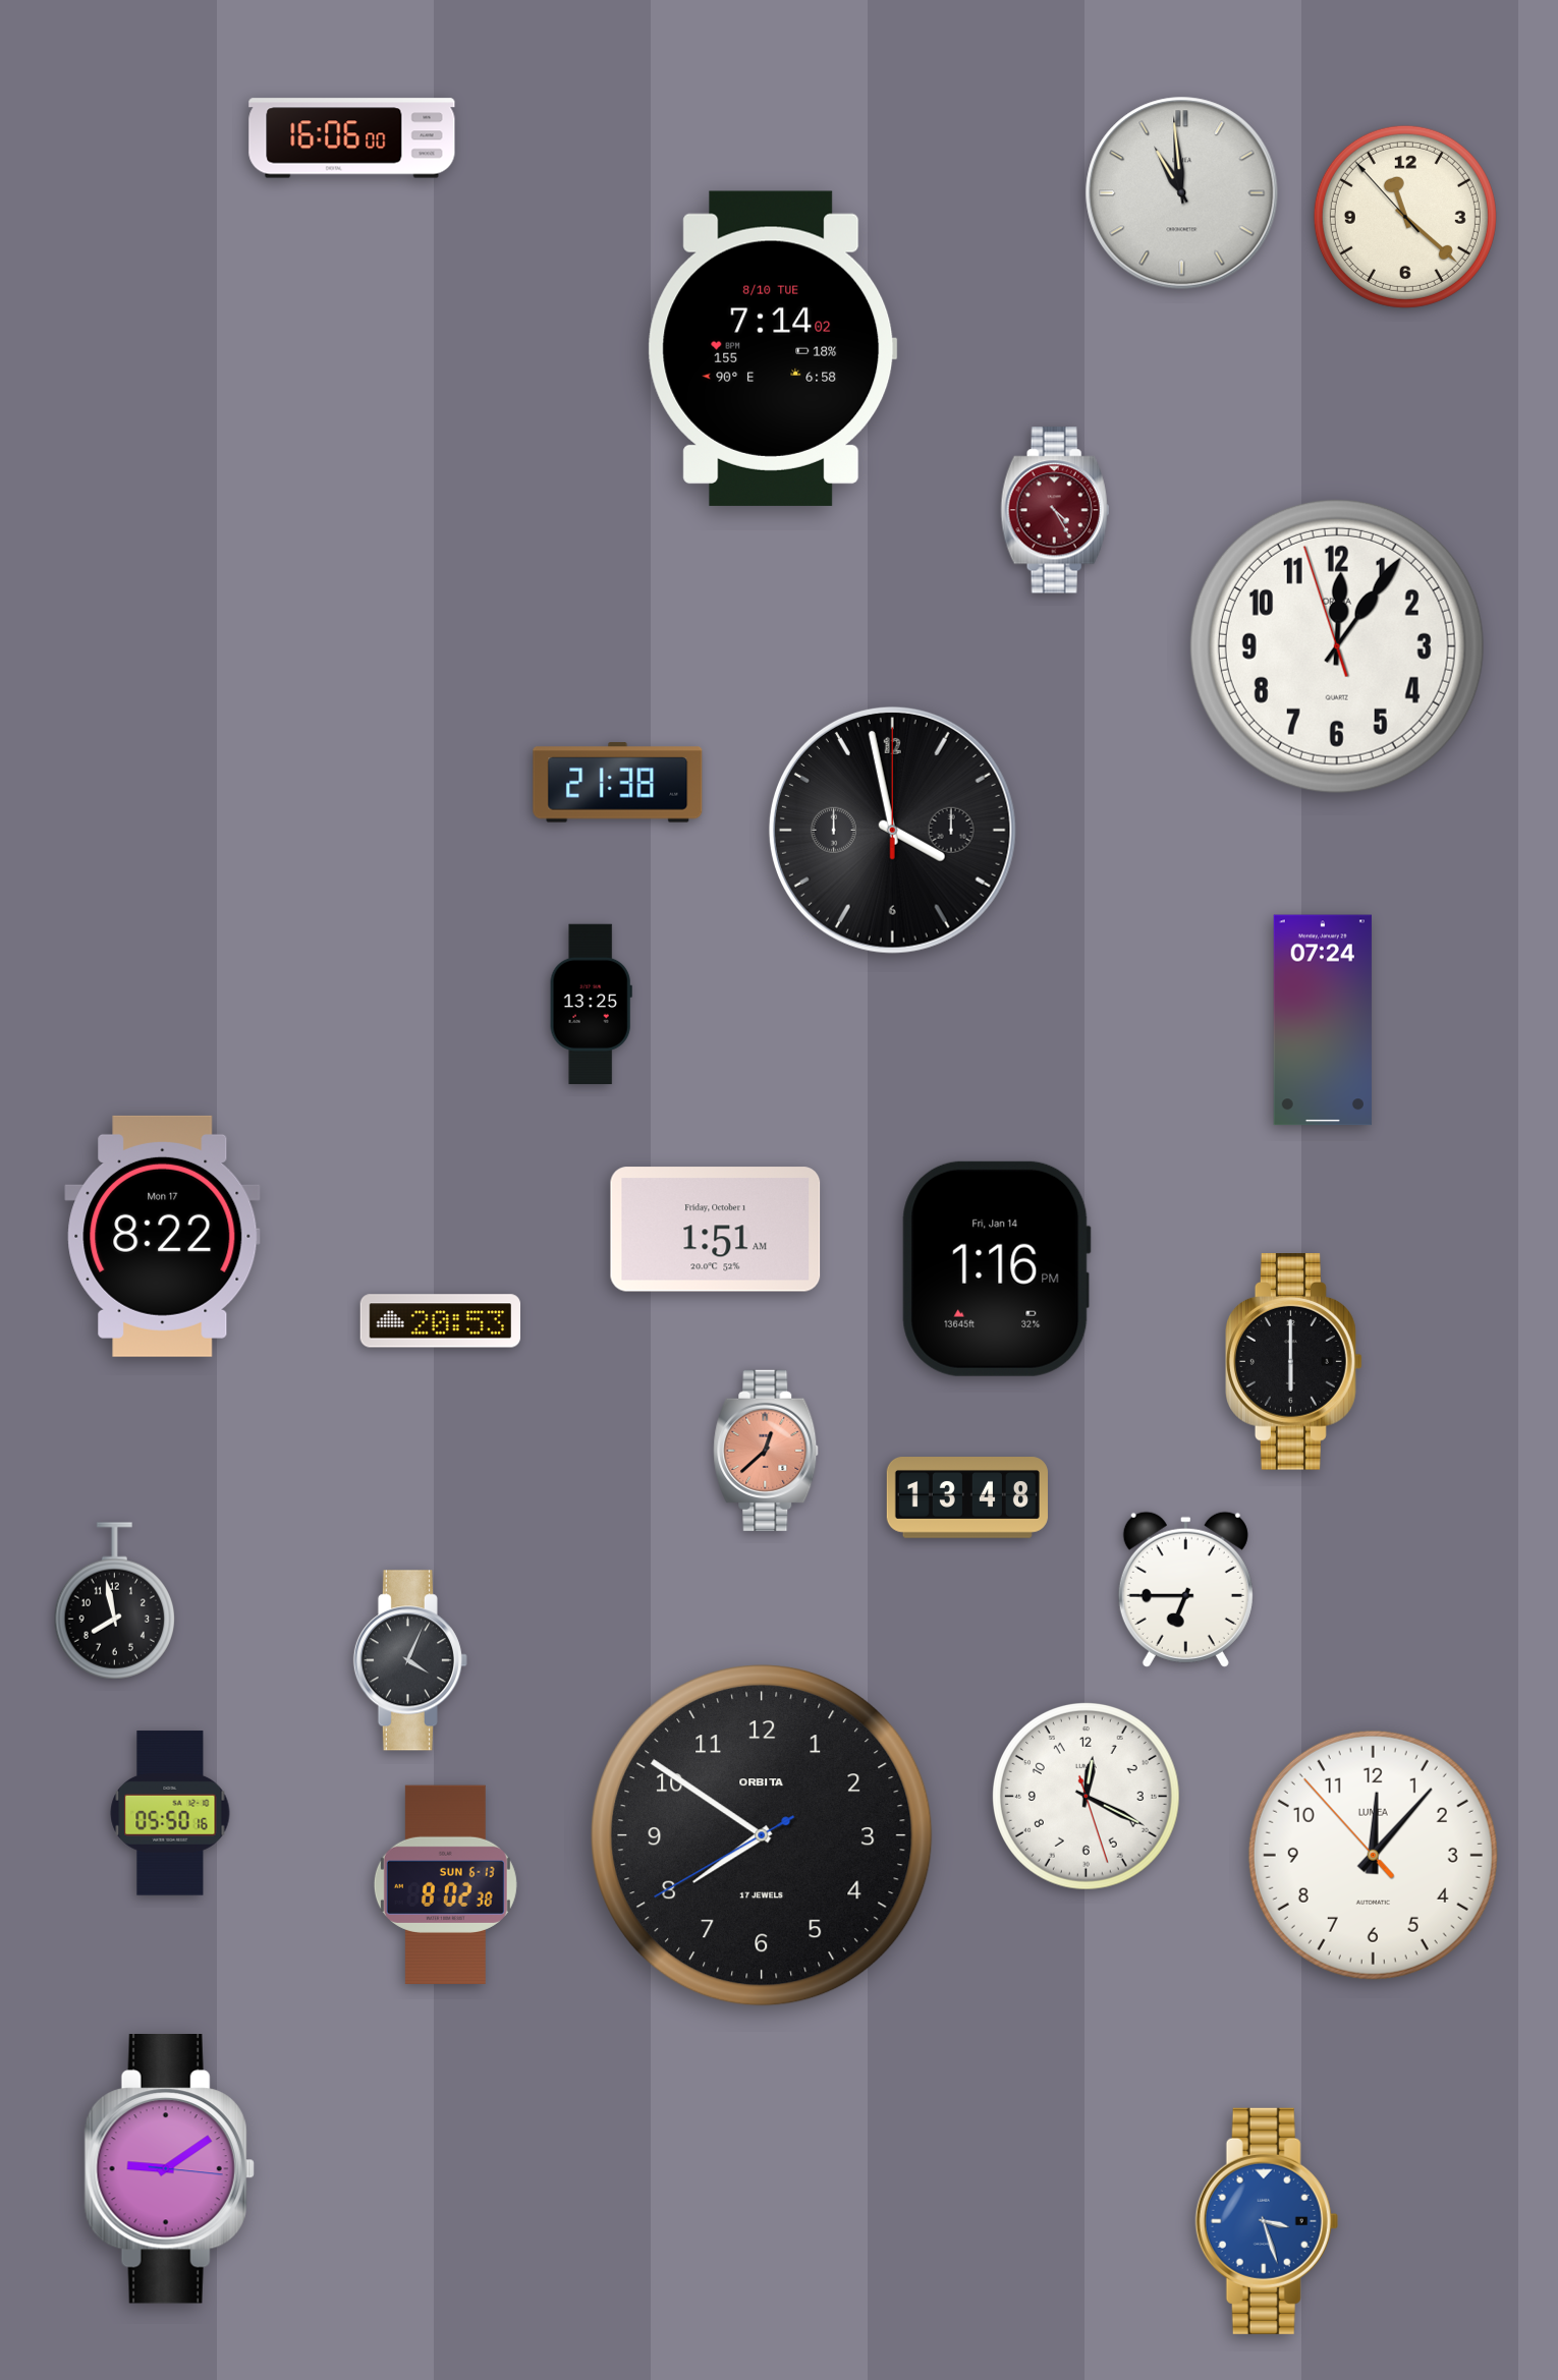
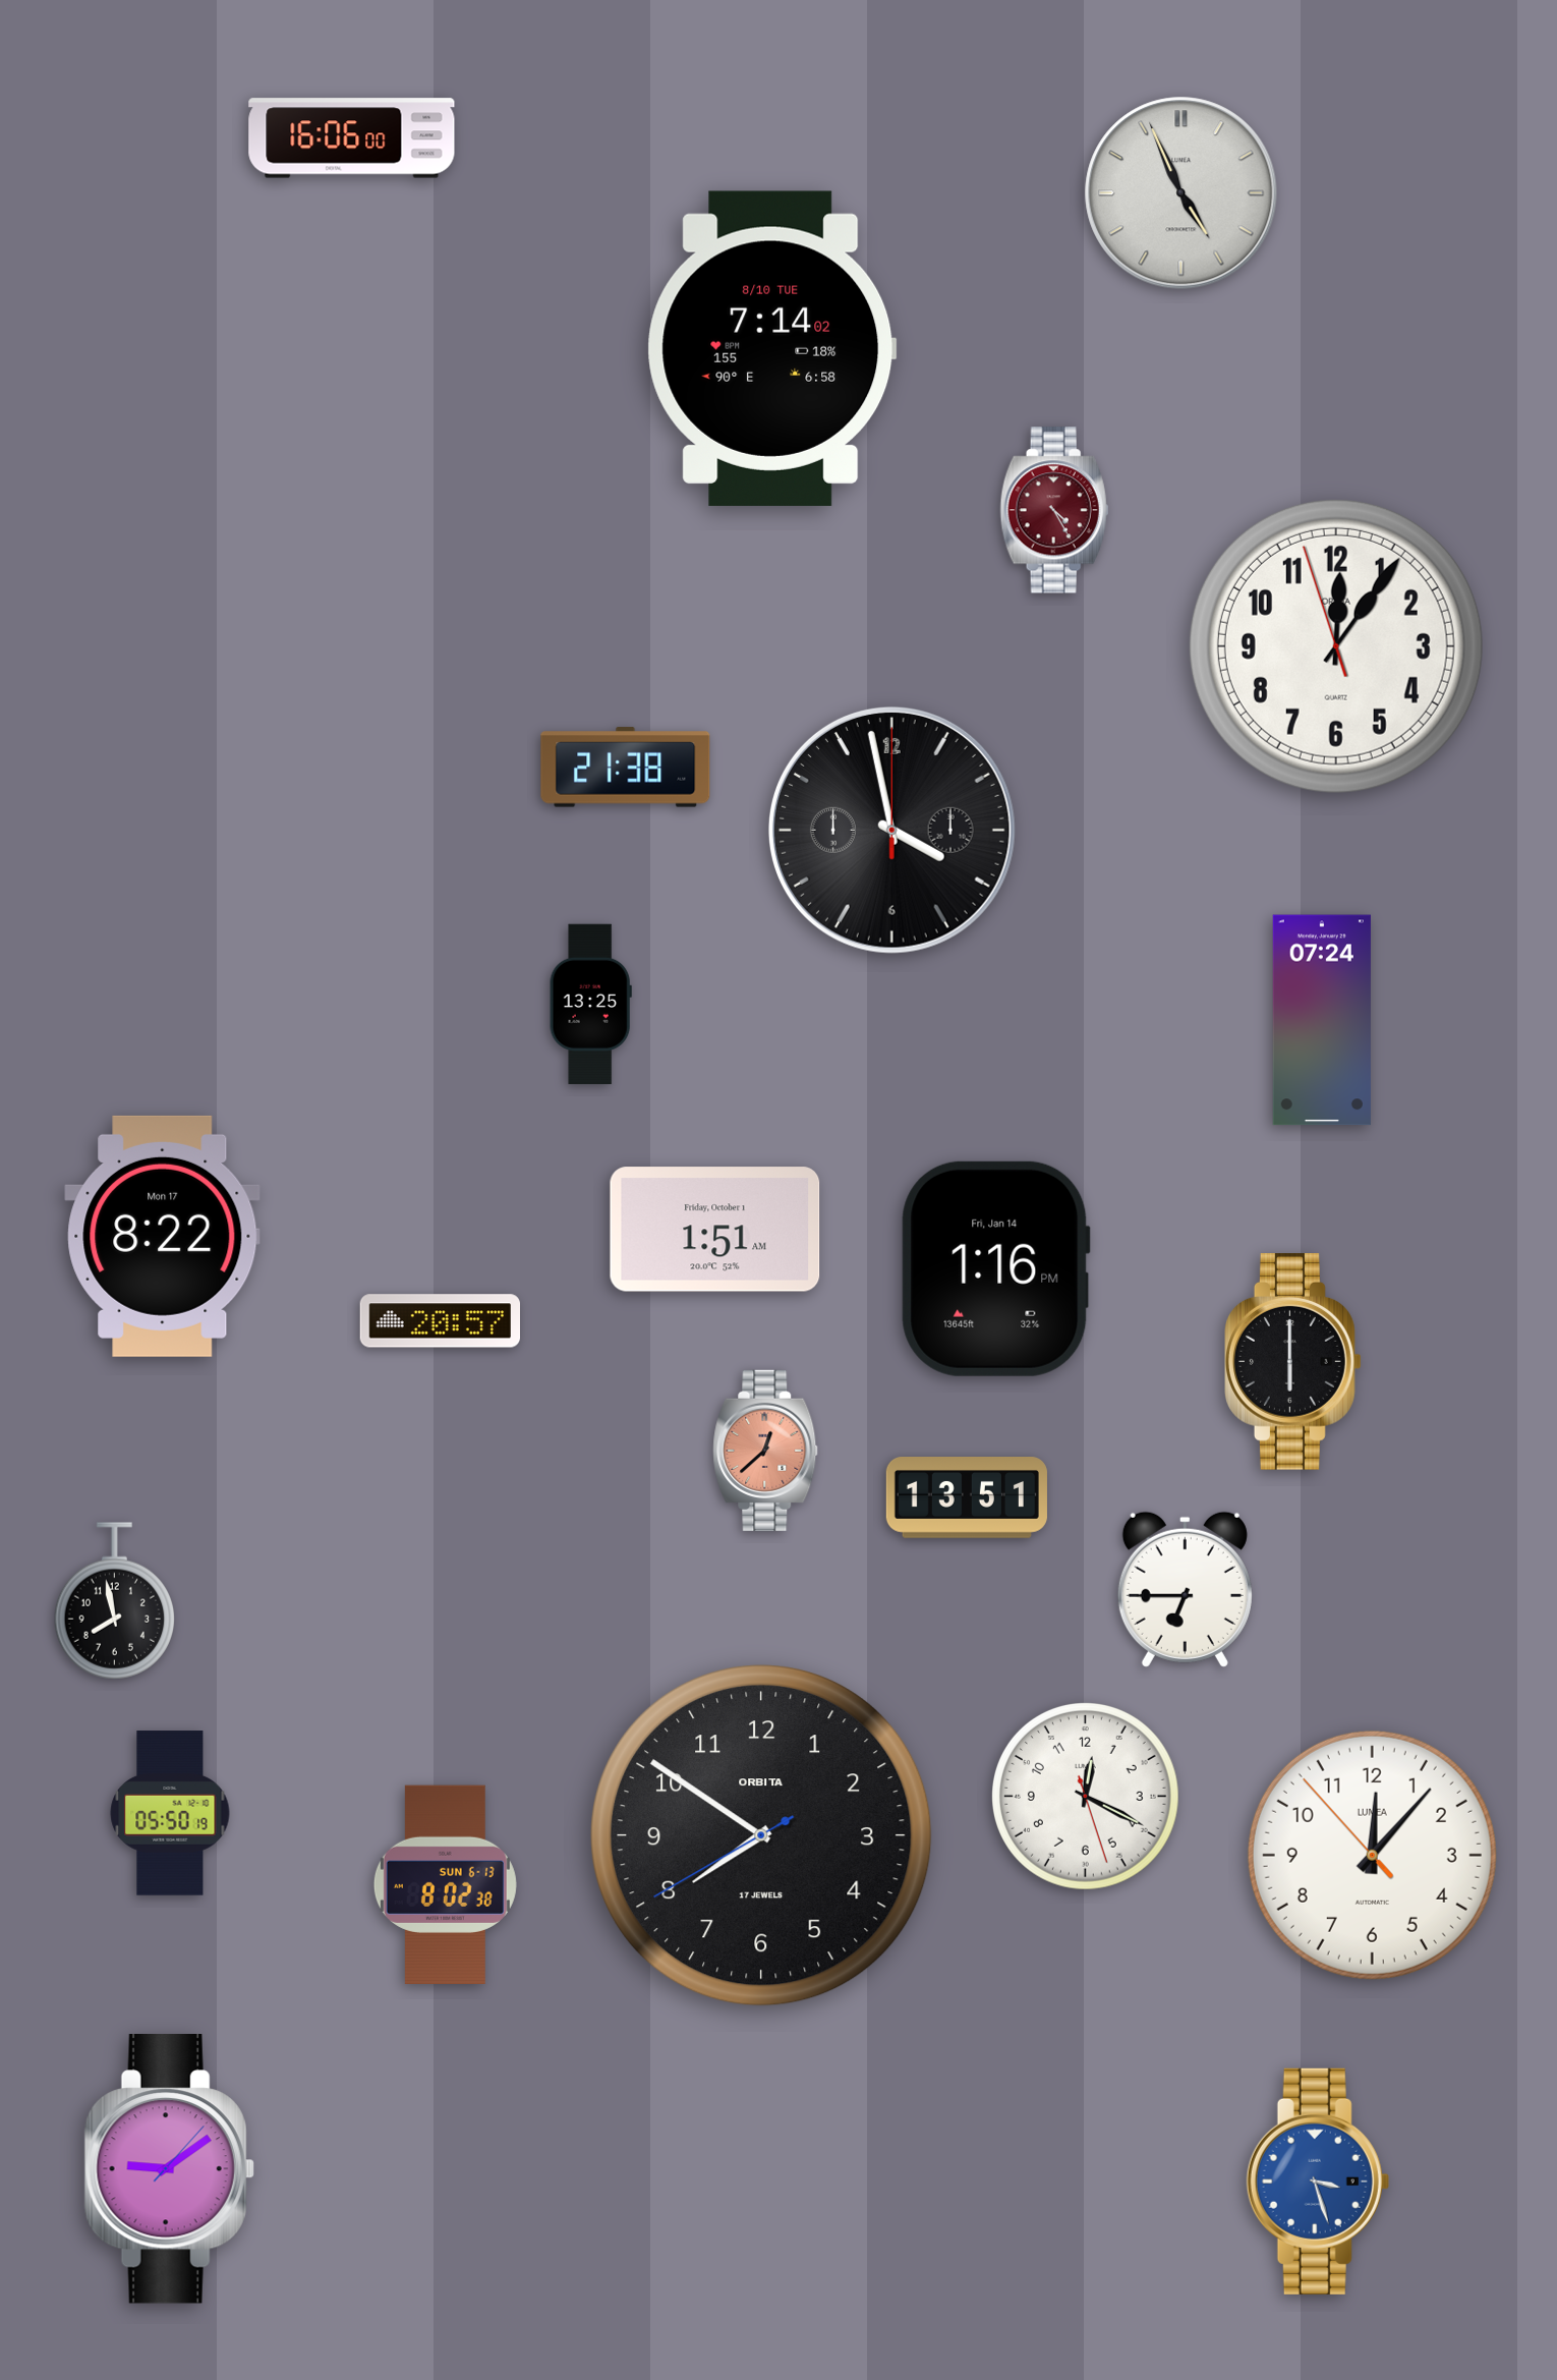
clock at (1182, 193): 10:59 -> 4:56
clock at (1405, 217): 11:21 -> none
clock at (618, 783) position: (618, 783) -> (626, 768)
clock at (440, 1321): 20:53 -> 20:57
clock at (967, 1498): 13:48 -> 13:51
clock at (410, 1660): 4:04 -> none
clock at (170, 1813): 05:50:16 -> 05:50:19
clock at (169, 2169): 9:09:16 -> 9:09:07
clock at (1267, 2221) position: (1267, 2221) -> (1318, 2181)
